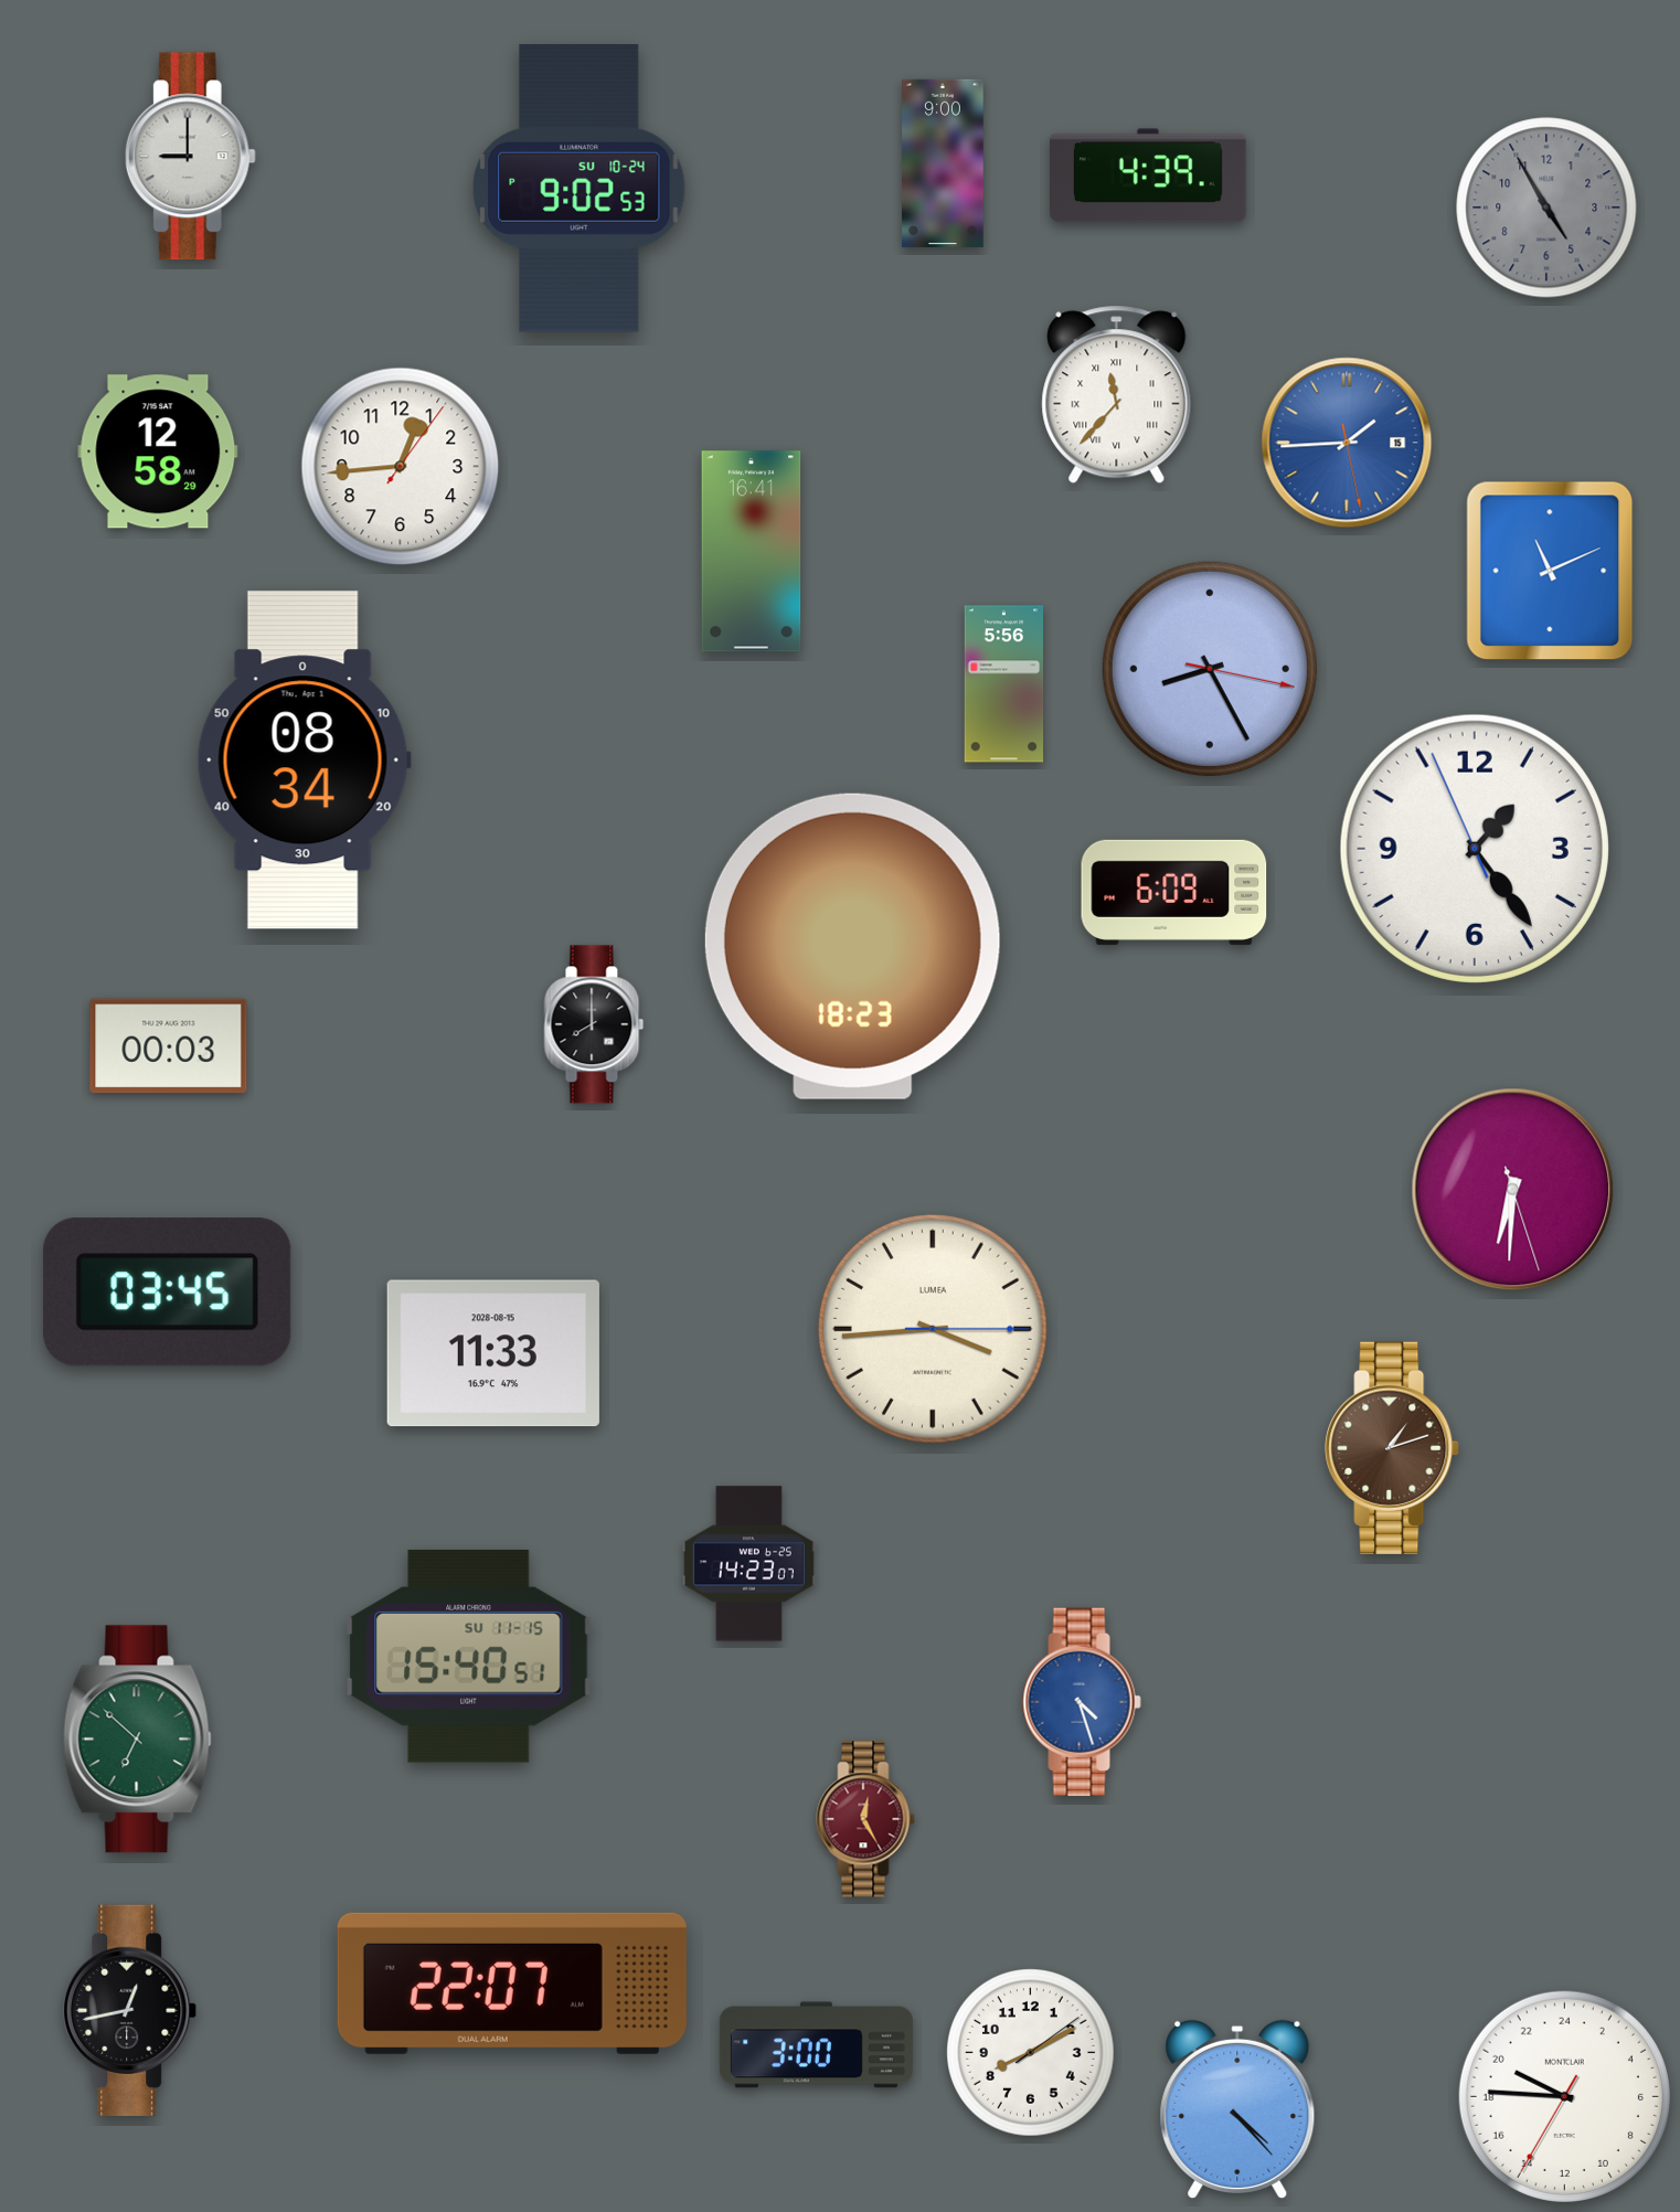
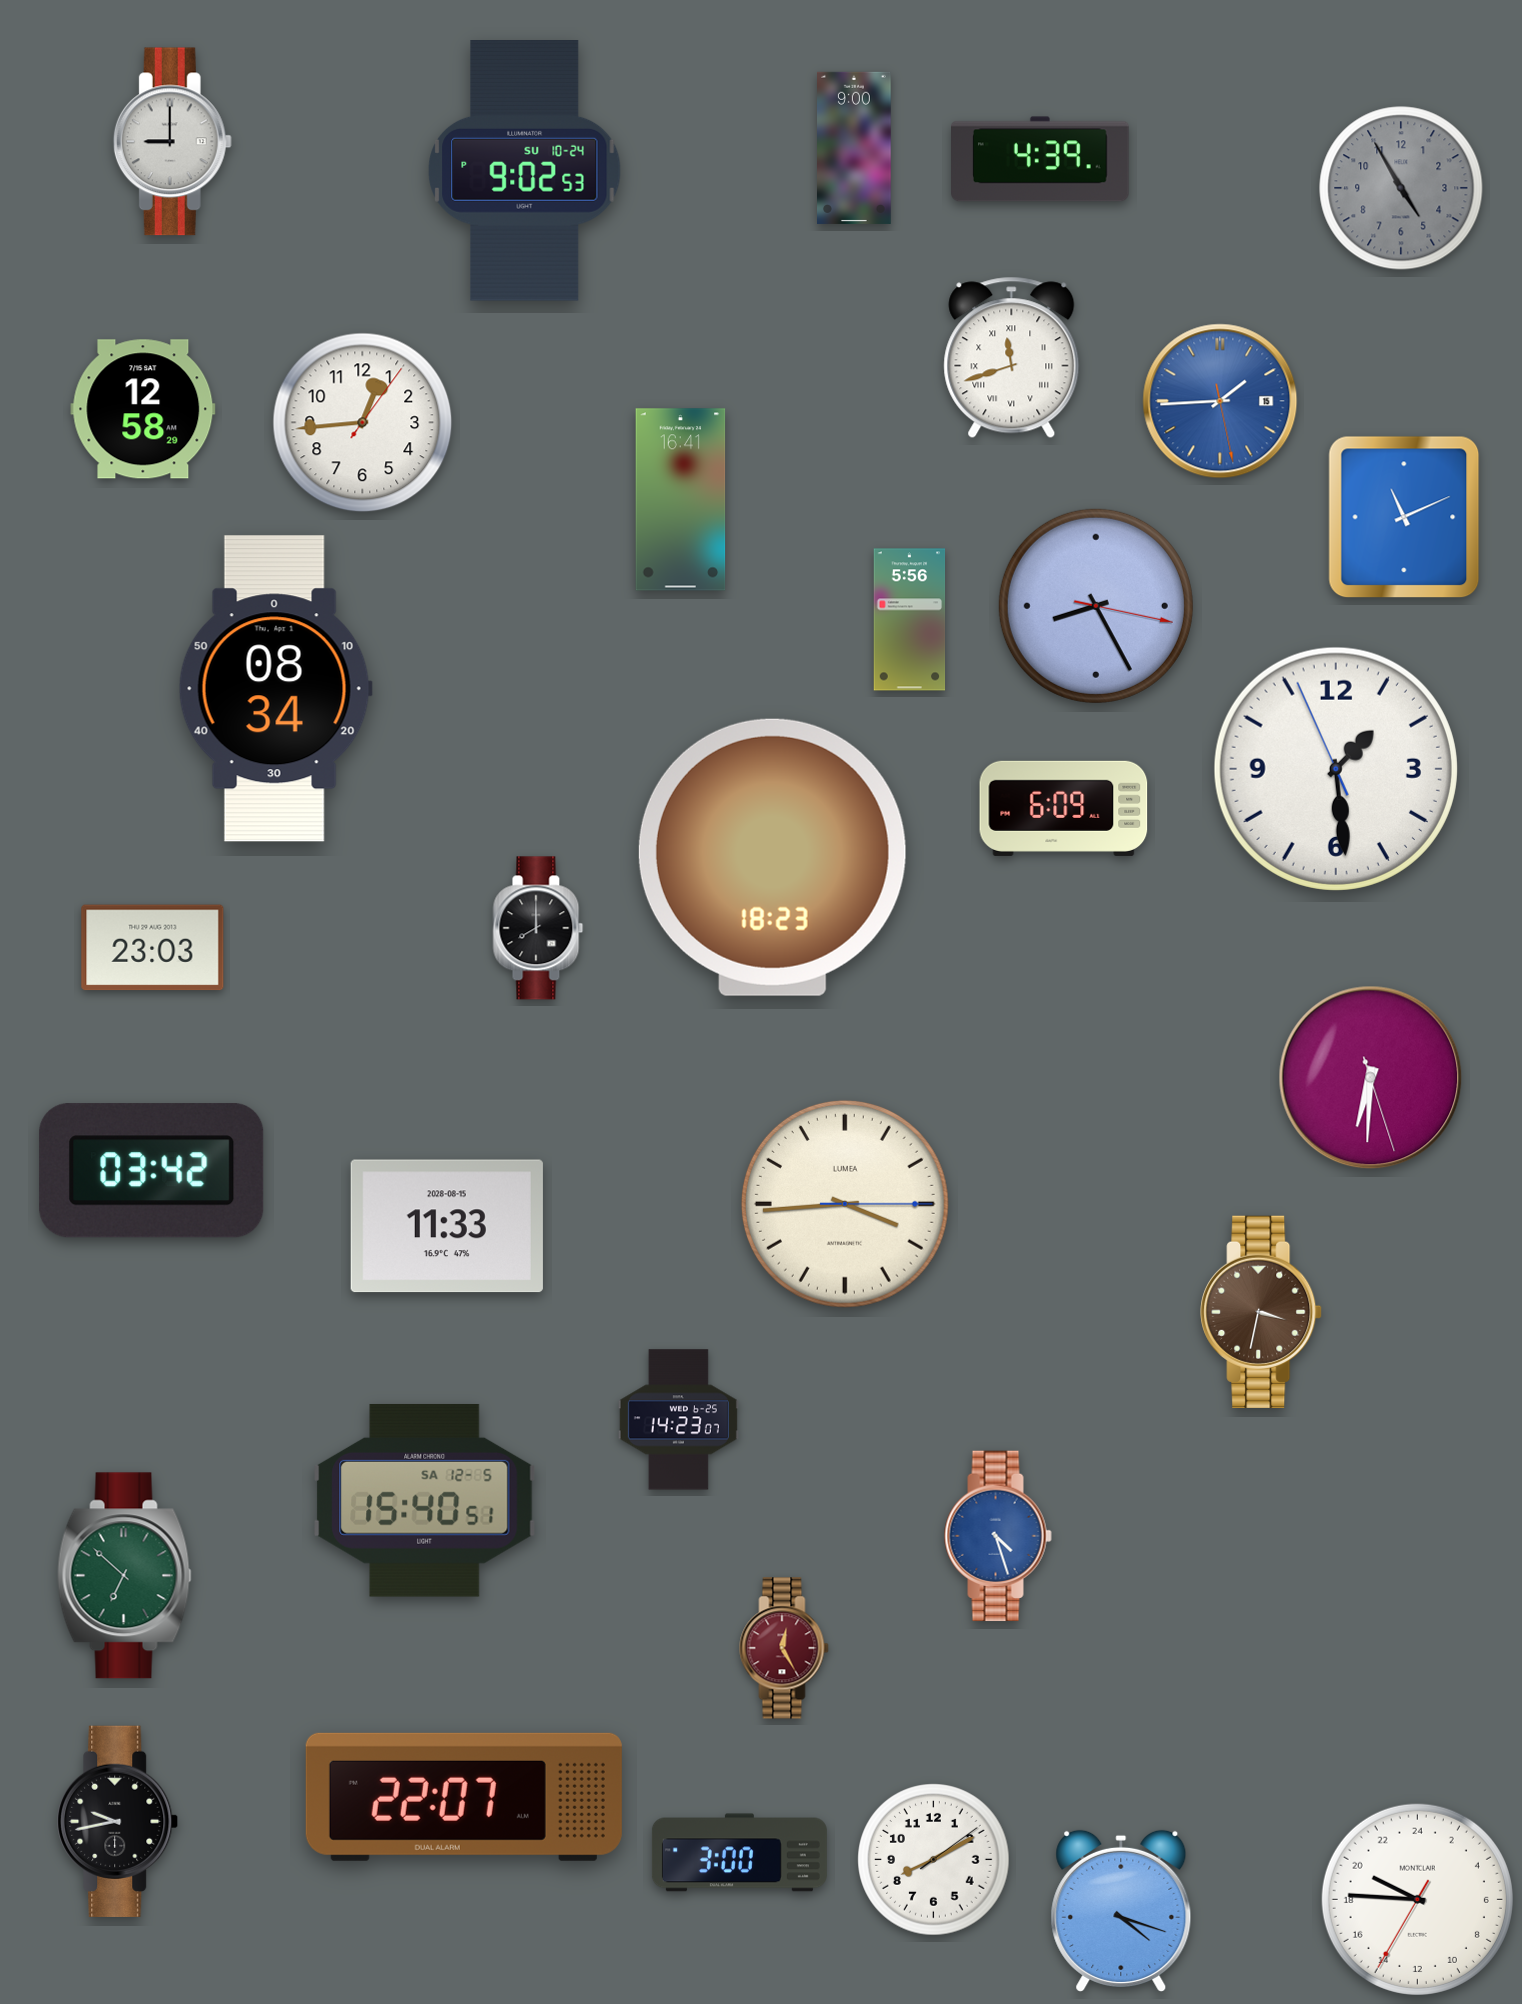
clock at (1117, 395): 11:37 -> 11:42
clock at (1475, 849): 1:23 -> 1:28
clock at (169, 1046): 00:03 -> 23:03
clock at (168, 1293): 03:45 -> 03:42
clock at (1392, 1448): 1:12 -> 3:32
clock at (748, 1564) position: (748, 1564) -> (678, 1420)
clock at (469, 1656) date: SU 11-15 -> SA 12-5
clock at (1082, 1702) position: (1082, 1702) -> (998, 1536)
clock at (130, 2010): 12:43 -> 9:43
clock at (1237, 2109): 4:23 -> 4:18
